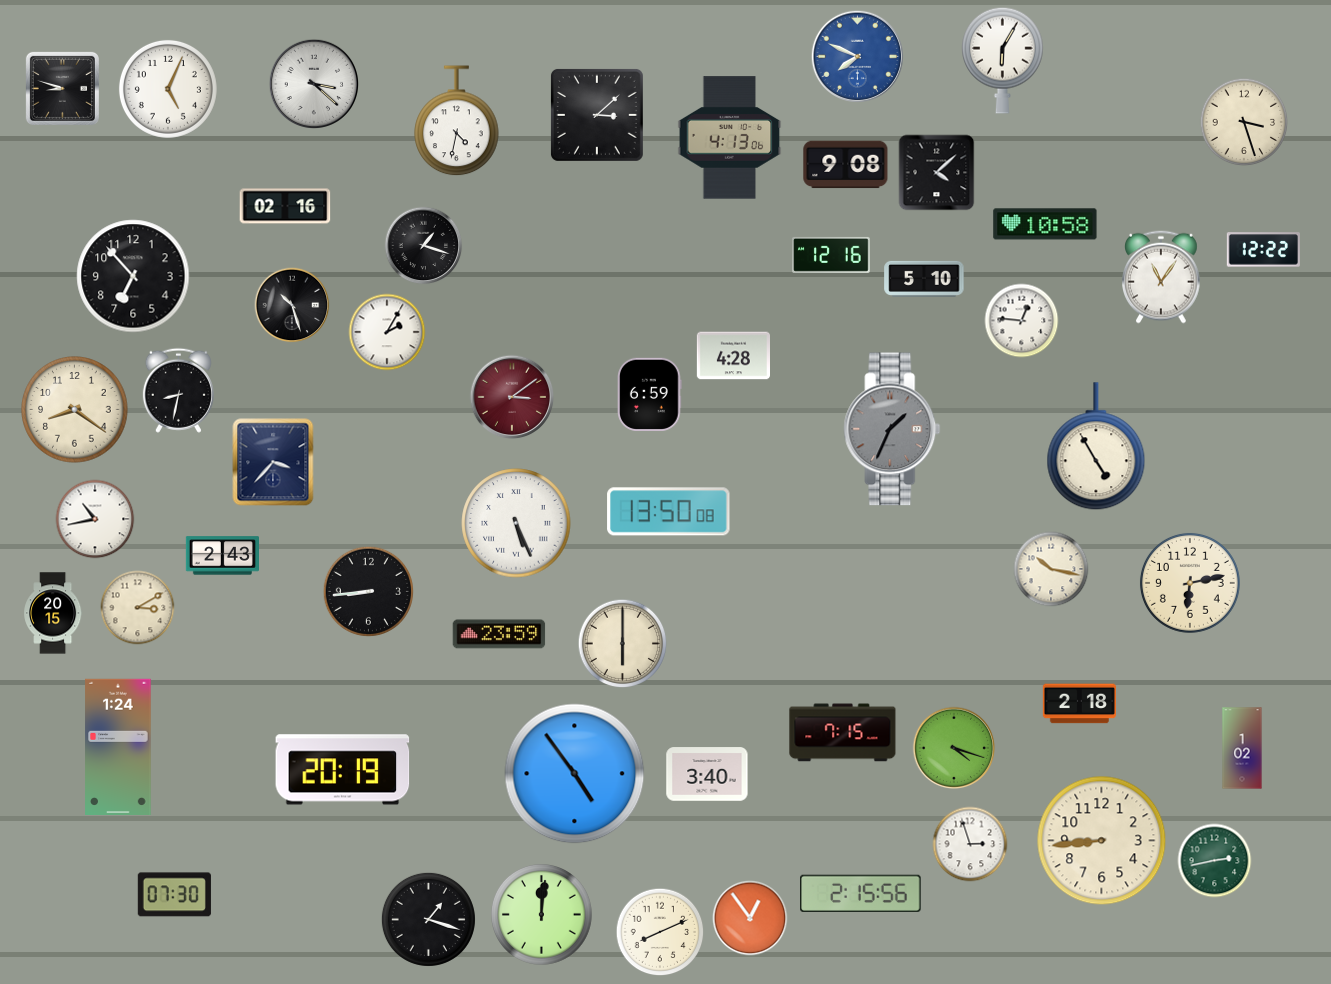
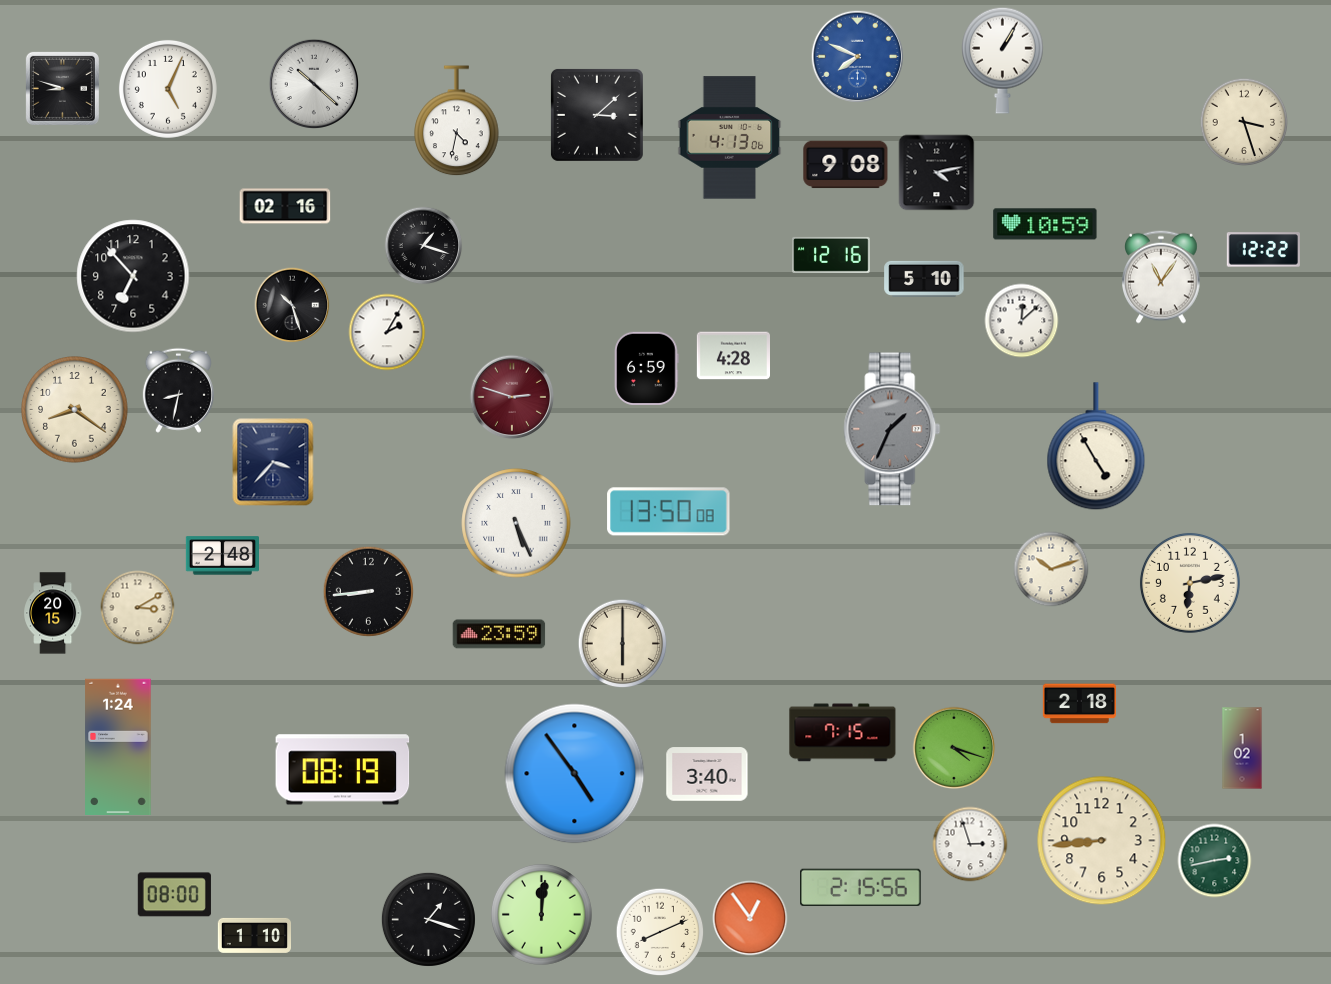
clock at (1003, 60): 6:05 -> 1:05
clock at (313, 83): 3:22 -> 10:22
clock at (937, 173): 4:08 -> 4:13
clock at (1045, 224): 10:58 -> 10:59
clock at (1022, 321): 12:46 -> 12:08
clock at (650, 394) position: (650, 394) -> (647, 368)
clock at (512, 397): 3:09 -> 2:48
clock at (95, 519): 10:43 -> none
clock at (222, 556): 2:43 -> 2:48
clock at (1051, 569): 10:17 -> 10:12
clock at (343, 770): 20:19 -> 08:19
clock at (861, 893) position: (861, 893) -> (861, 887)
clock at (174, 895): 07:30 -> 08:00
clock at (254, 935): none -> 1:10
